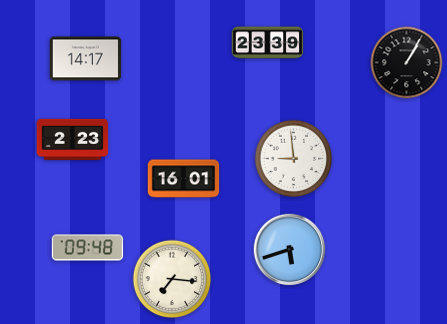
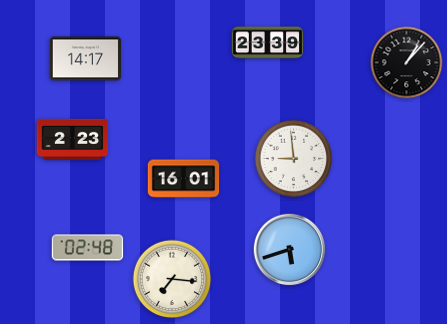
clock at (407, 63): 1:05 -> 1:07
clock at (88, 248): 09:48 -> 02:48
